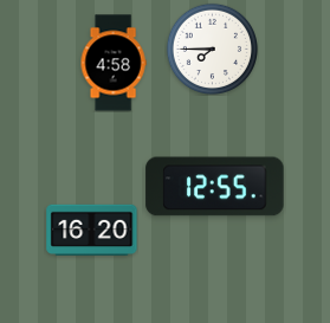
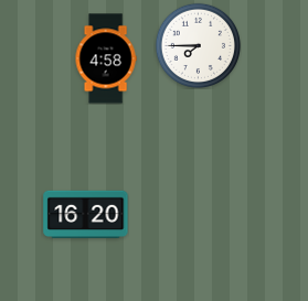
clock at (215, 187): 12:55 -> none
